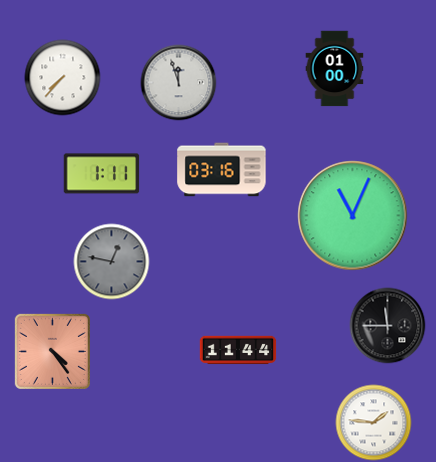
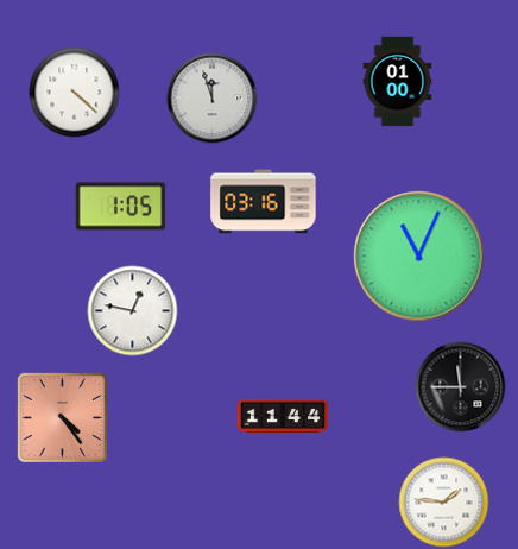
clock at (63, 78): 7:37 -> 4:22
clock at (102, 174): 1:11 -> 1:05
clock at (112, 262) dial: grey -> white
